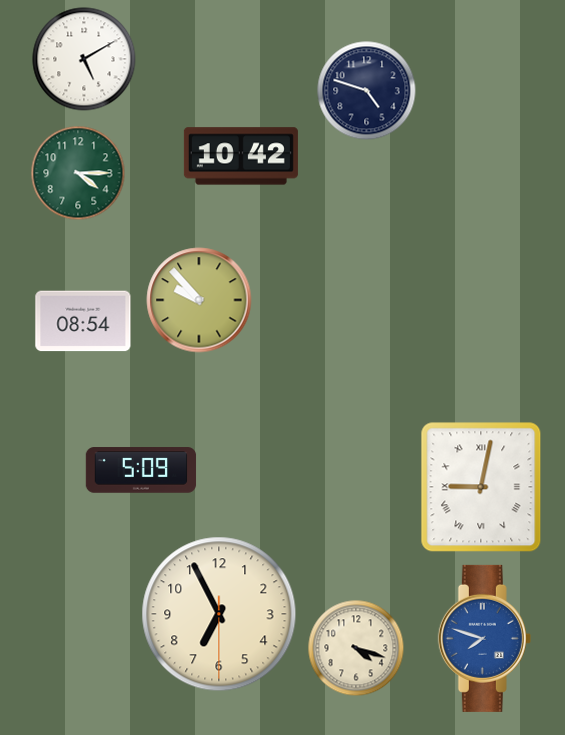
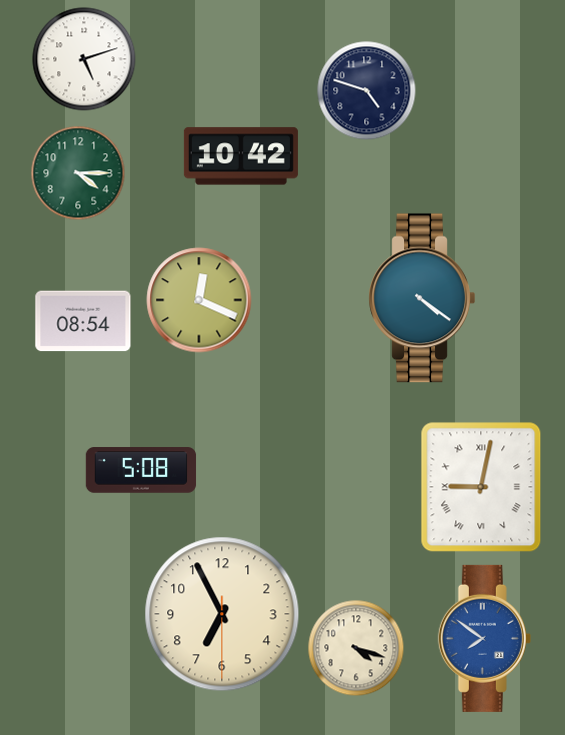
clock at (84, 59): 5:10 -> 5:12
clock at (422, 298): none -> 4:21
clock at (199, 300): 9:53 -> 12:19
clock at (141, 470): 5:09 -> 5:08
clock at (219, 614) position: (219, 614) -> (222, 614)
clock at (484, 638): 7:48 -> 7:51
